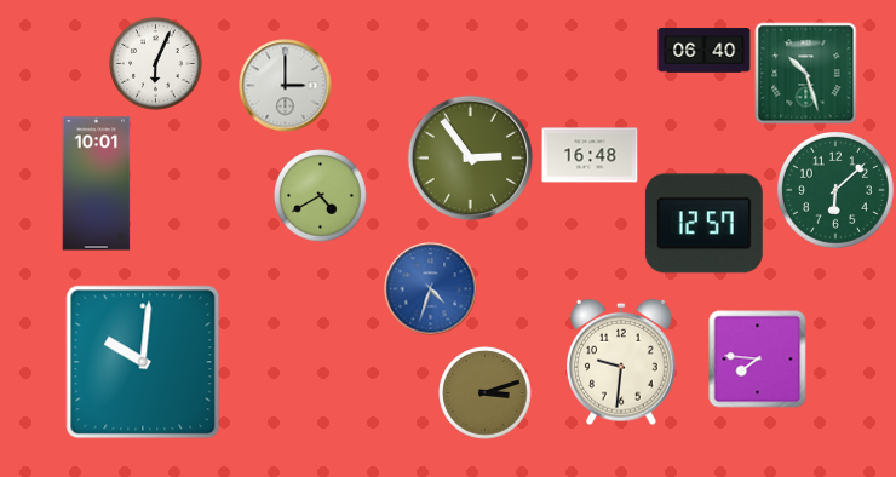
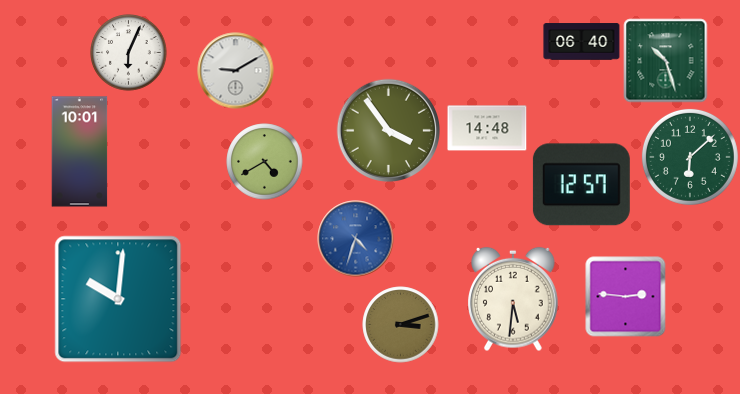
clock at (286, 86): 3:00 -> 9:10
clock at (590, 155): 16:48 -> 14:48
clock at (471, 159): 2:54 -> 3:54
clock at (758, 360): 7:46 -> 2:46
clock at (621, 362): 9:31 -> 5:31
